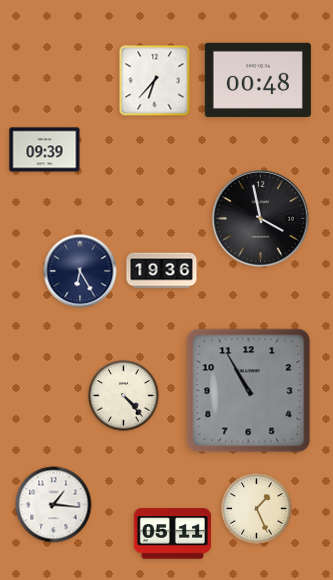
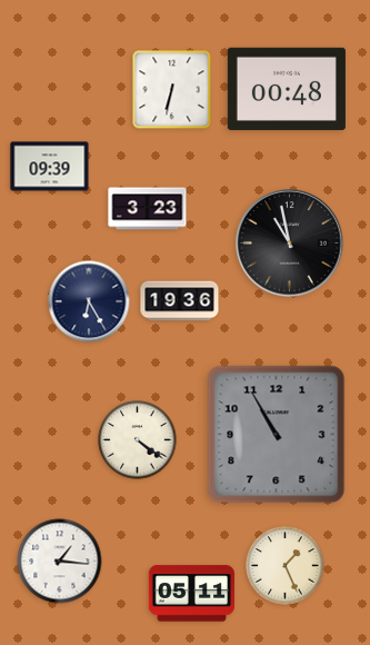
clock at (155, 81): 6:37 -> 6:32
clock at (148, 209): none -> 3:23
clock at (261, 219): 3:58 -> 10:58
clock at (124, 396): 4:23 -> 4:21
